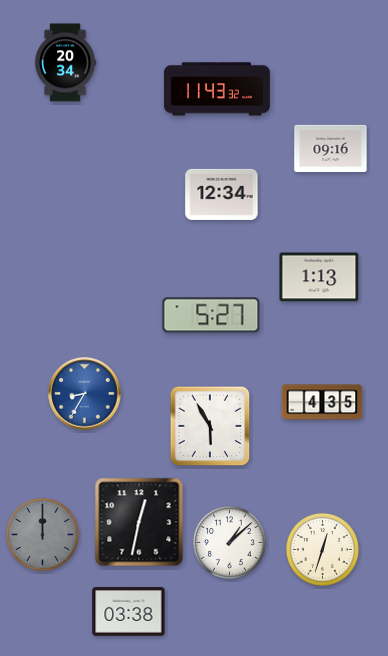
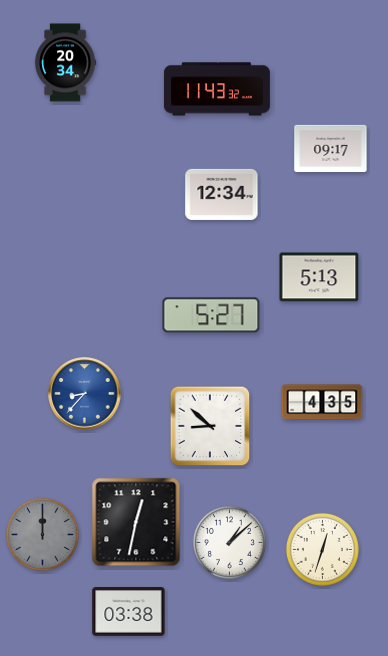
clock at (331, 148): 09:16 -> 09:17
clock at (319, 277): 1:13 -> 5:13
clock at (85, 394): 8:35 -> 8:37
clock at (210, 426): 5:55 -> 8:52
clock at (139, 522) position: (139, 522) -> (136, 522)
